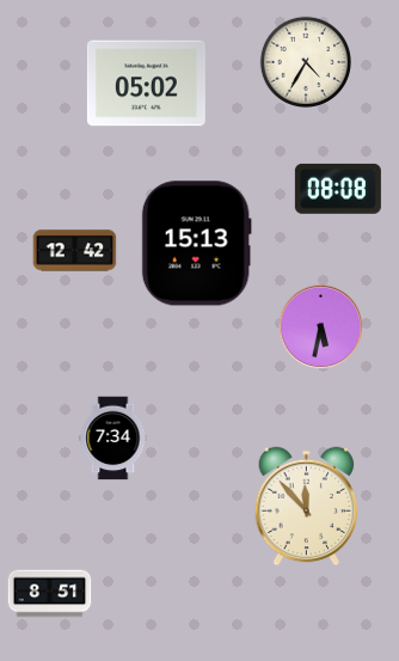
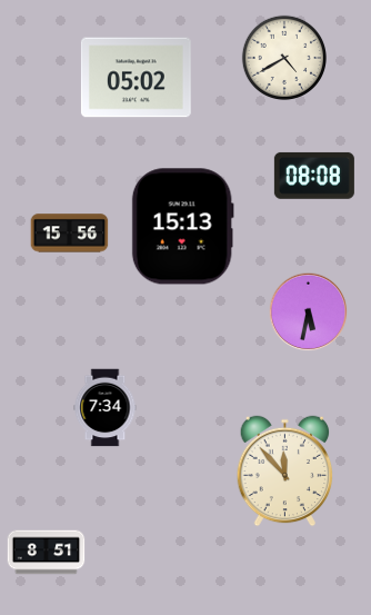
clock at (305, 61): 4:35 -> 4:40
clock at (75, 251): 12:42 -> 15:56
clock at (321, 328) position: (321, 328) -> (309, 313)
